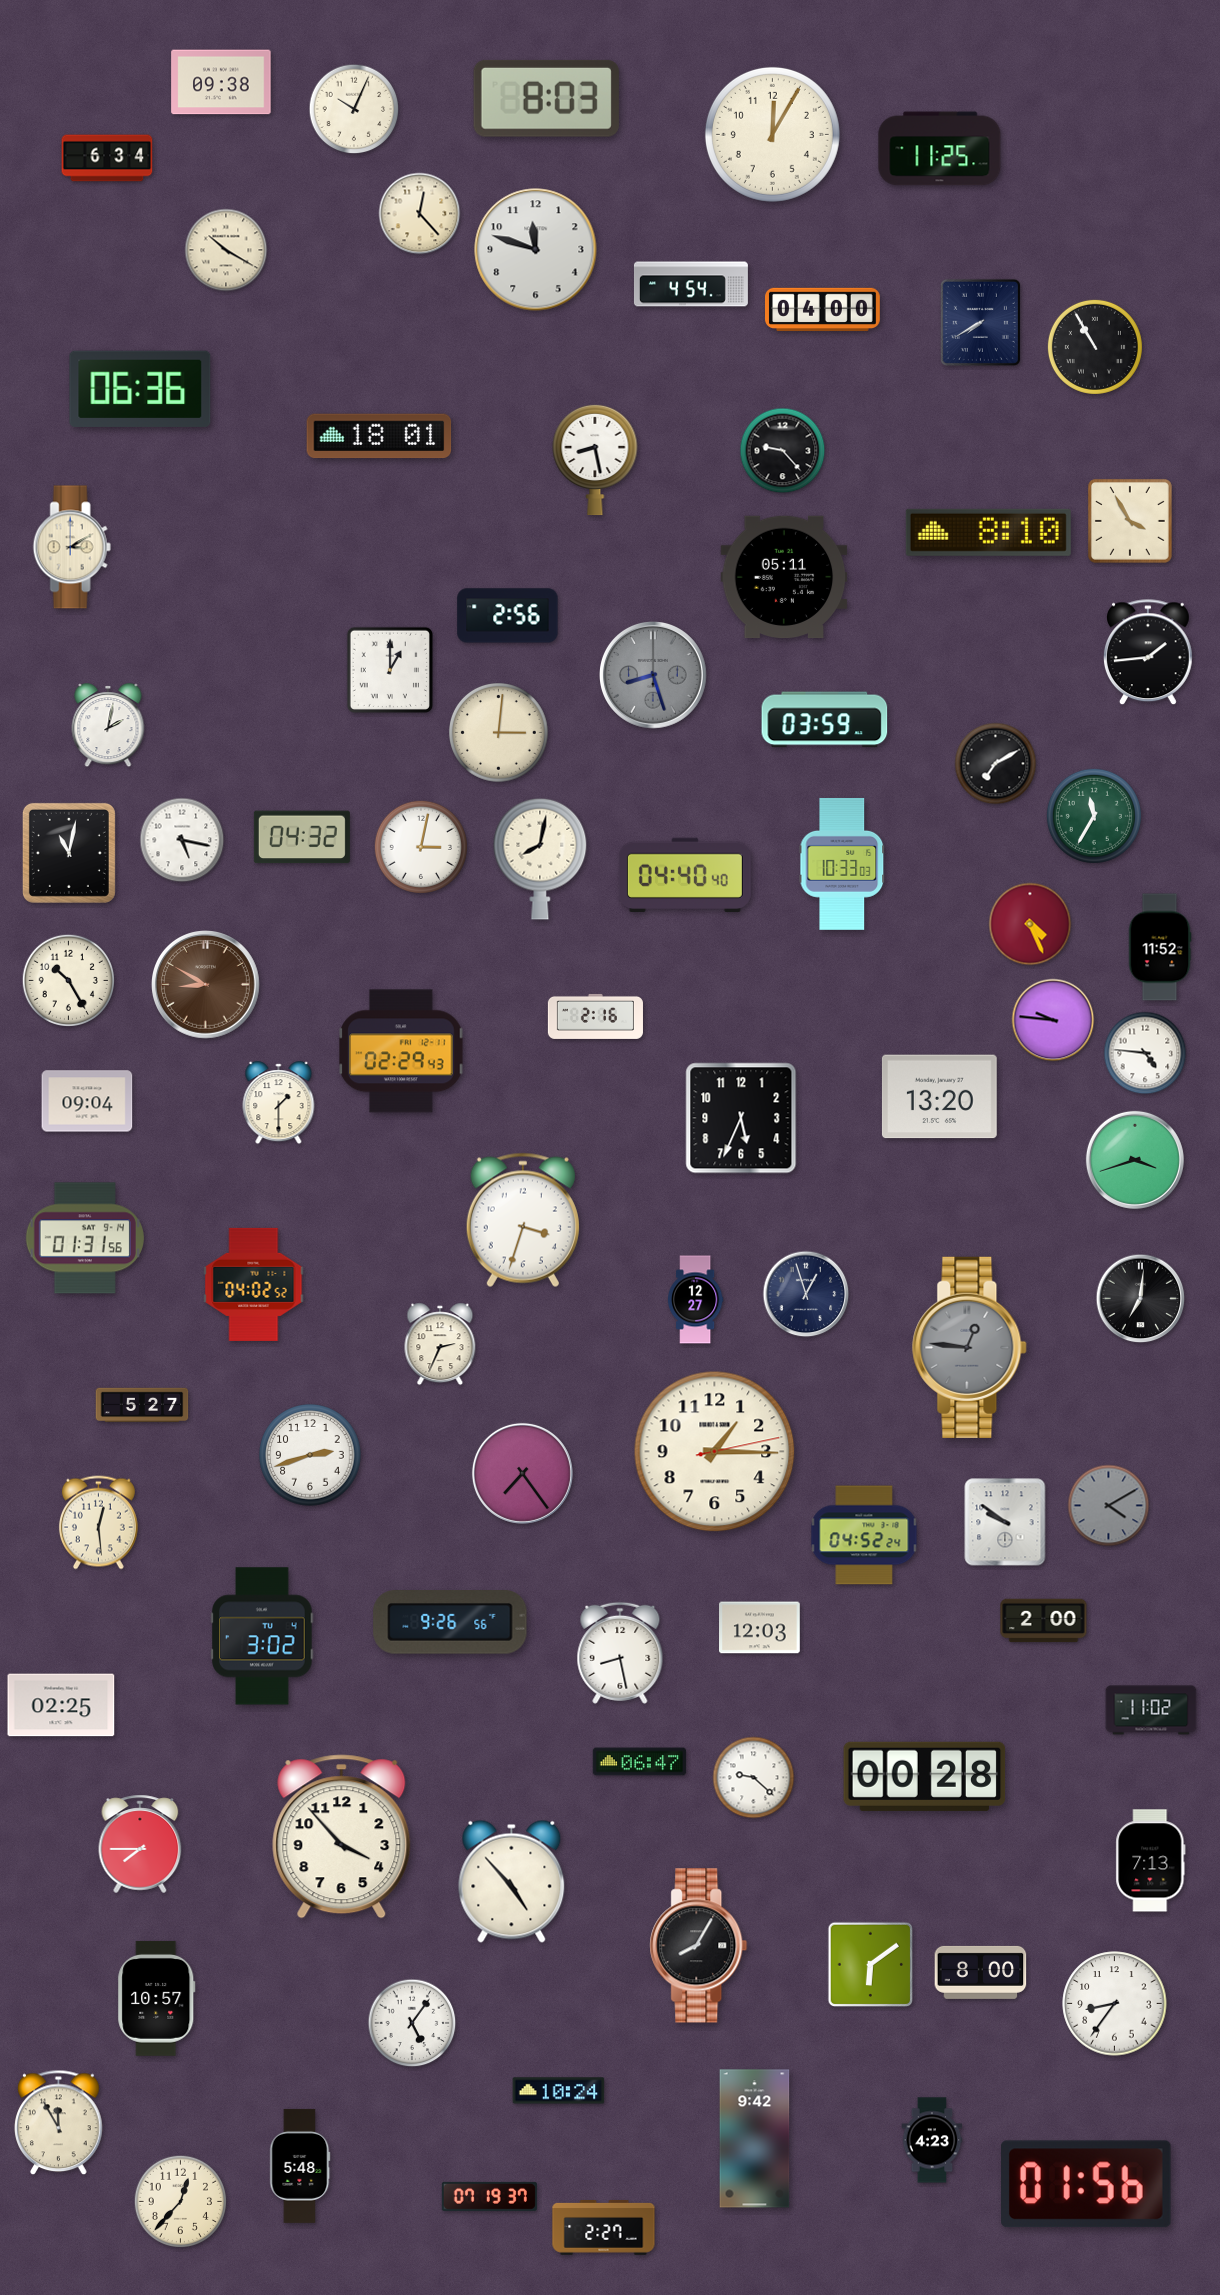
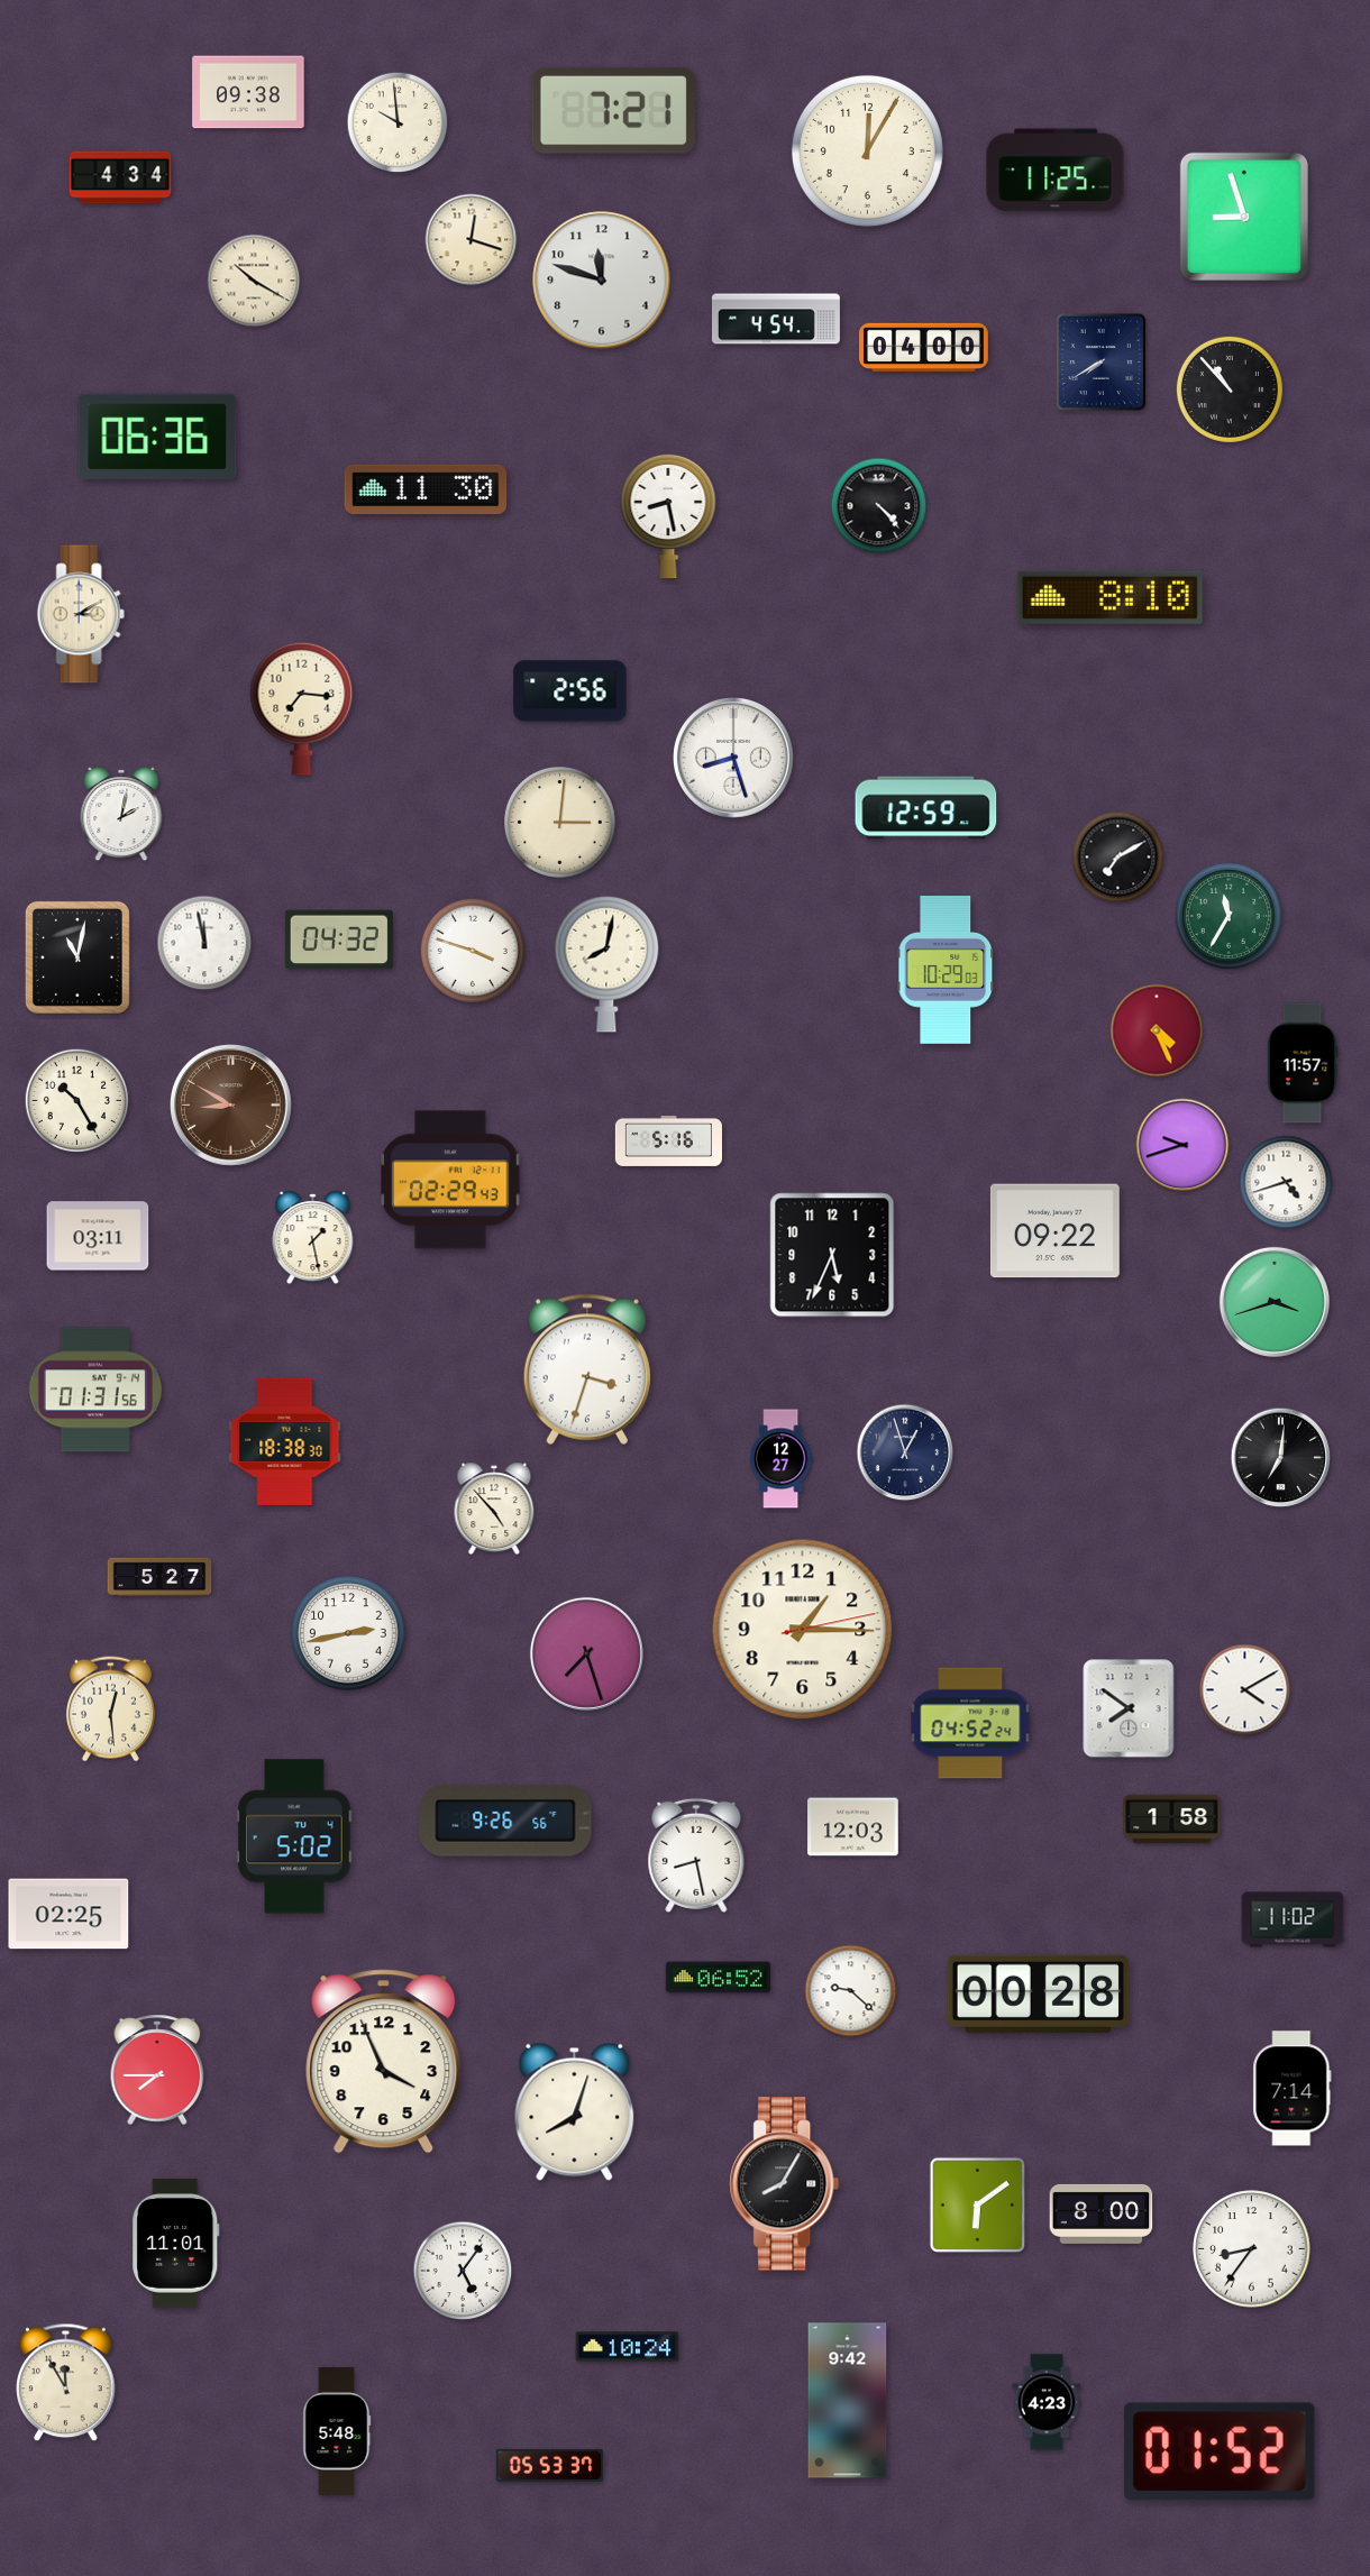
clock at (546, 98): 8:03 -> 7:21
clock at (354, 109): 10:04 -> 9:59
clock at (940, 149) position: (940, 149) -> (1056, 171)
clock at (107, 158): 6:34 -> 4:34
clock at (1244, 217): none -> 8:57
clock at (420, 214): 12:23 -> 12:18
clock at (1095, 347): 10:55 -> 10:53
clock at (379, 436): 18:01 -> 11:30
clock at (783, 451): 9:23 -> 4:23
clock at (1130, 521): 3:55 -> none
clock at (784, 577): 05:11 -> none
clock at (302, 708): none -> 7:16
clock at (1148, 653): 1:44 -> none
clock at (390, 670): 1:00 -> none
clock at (654, 676) dial: grey -> white
clock at (825, 720): 03:59 -> 12:59
clock at (182, 840): 5:17 -> 11:58
clock at (421, 847): 3:02 -> 3:48
clock at (842, 864): 10:33 -> 10:29
clock at (685, 875): 04:40 -> none
clock at (1030, 924) position: (1030, 924) -> (1157, 1030)
clock at (1160, 947): 11:52 -> 11:57
clock at (595, 1016): 2:16 -> 5:16
clock at (1053, 1020): 9:46 -> 9:42
clock at (1145, 1053): 4:46 -> 4:42
clock at (939, 1097): 13:20 -> 09:22
clock at (87, 1101): 09:04 -> 03:11
clock at (279, 1103): 1:30 -> 1:28
clock at (254, 1284): 04:02 -> 18:38
clock at (440, 1344): 2:34 -> 4:53
clock at (970, 1347): 12:46 -> none
clock at (310, 1455): 2:42 -> 2:43
clock at (522, 1473): 7:24 -> 7:27
clock at (1109, 1506) dial: grey -> white
clock at (1005, 1522): 9:51 -> 7:51
clock at (1044, 1621): 2:00 -> 1:58
clock at (262, 1636): 3:02 -> 5:02
clock at (640, 1762): 06:47 -> 06:52
clock at (754, 1778) position: (754, 1778) -> (851, 1991)
clock at (342, 1837): 3:53 -> 3:56
clock at (1151, 1861): 7:13 -> 7:14
clock at (512, 1881): 4:53 -> 8:03
clock at (157, 1998): 10:57 -> 11:01
clock at (1087, 2184): 01:56 -> 01:52
clock at (489, 2196): 07:19 -> 05:53
clock at (180, 2201): 12:37 -> none
clock at (604, 2227): 2:27 -> none
